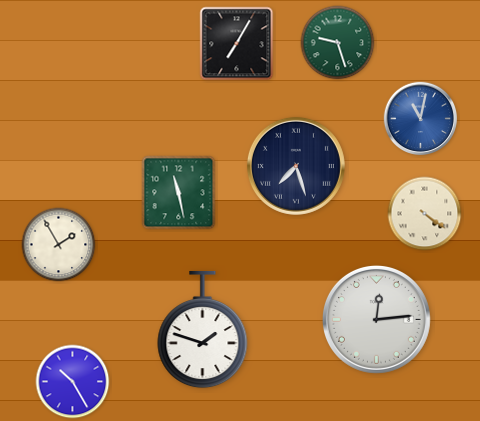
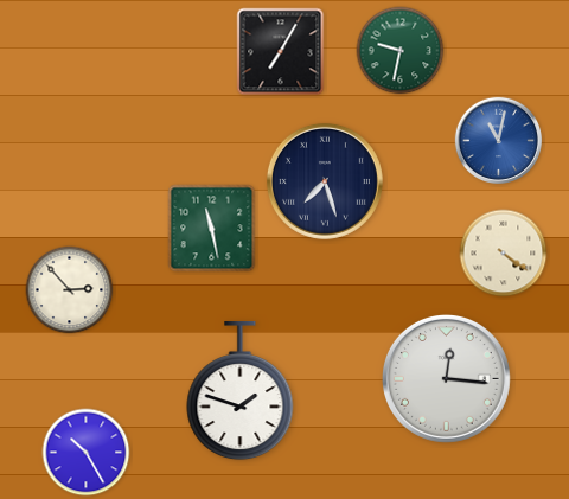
clock at (338, 43): 9:27 -> 9:32
clock at (296, 166) position: (296, 166) -> (325, 181)
clock at (59, 245): 1:55 -> 2:53
clock at (376, 319): 12:14 -> 12:16
